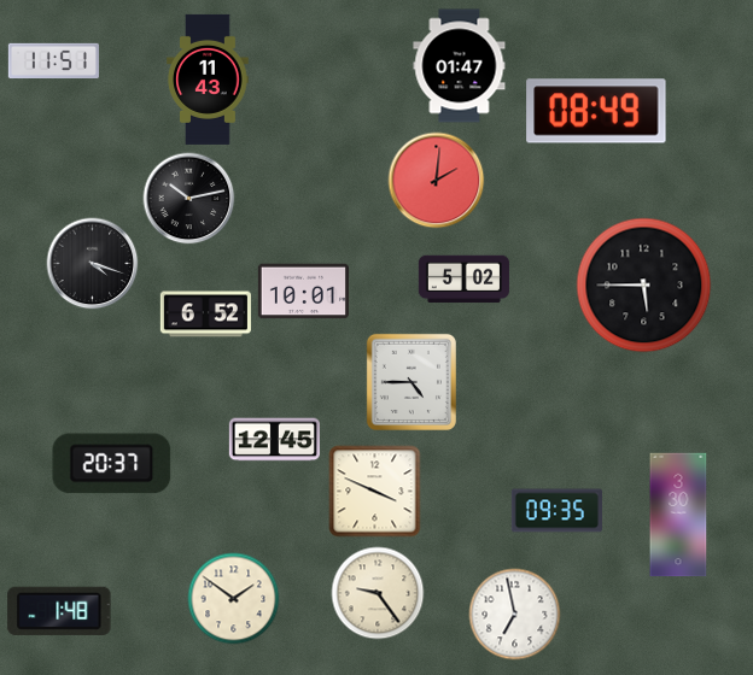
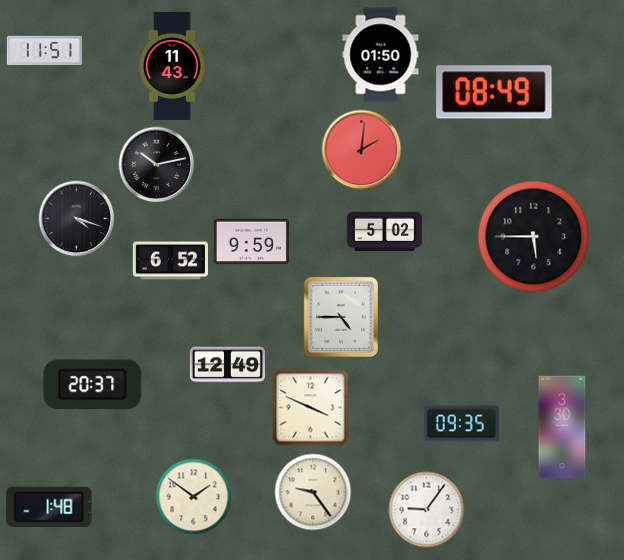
clock at (460, 66): 01:47 -> 01:50
clock at (303, 292): 10:01 -> 9:59
clock at (274, 440): 12:45 -> 12:49
clock at (515, 615): 6:58 -> 9:06
